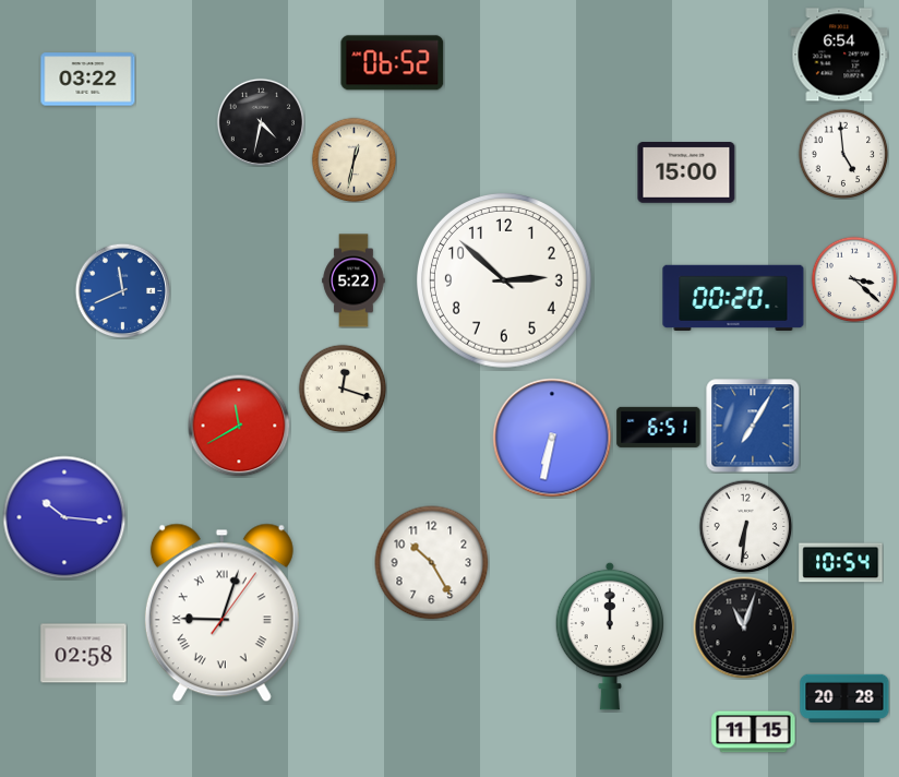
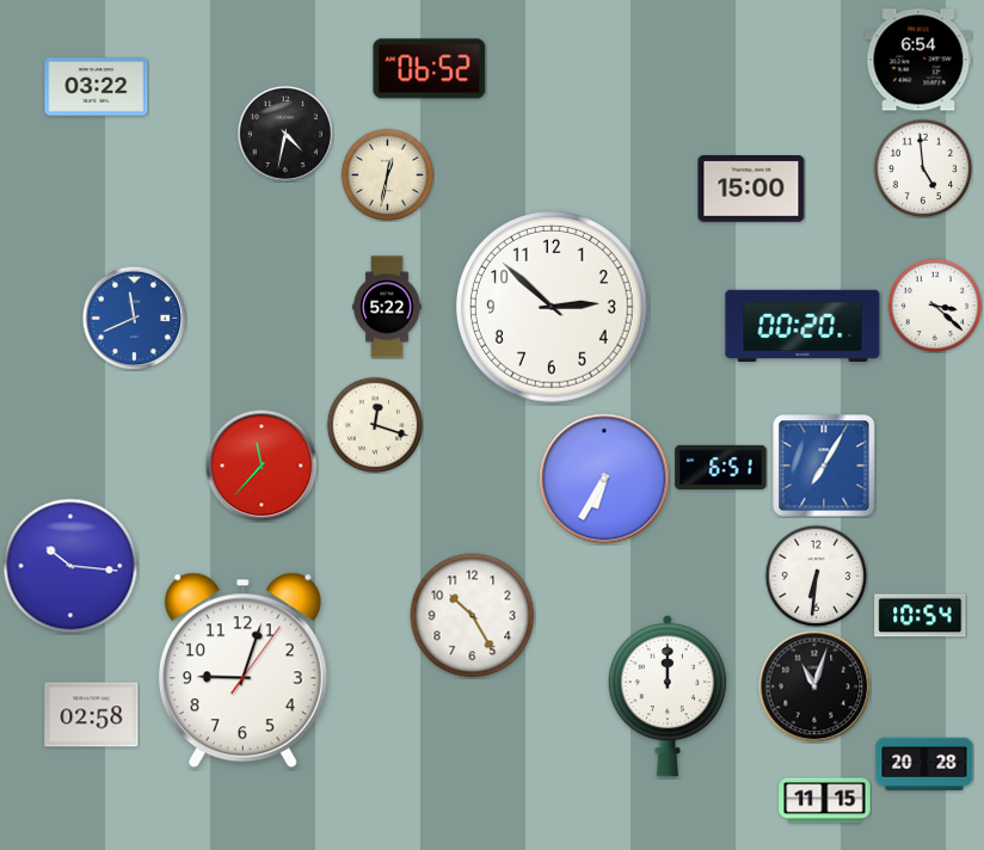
clock at (239, 426): 11:40 -> 11:37
clock at (552, 438): 6:32 -> 6:35
clock at (221, 613) numerals: Roman -> Arabic
